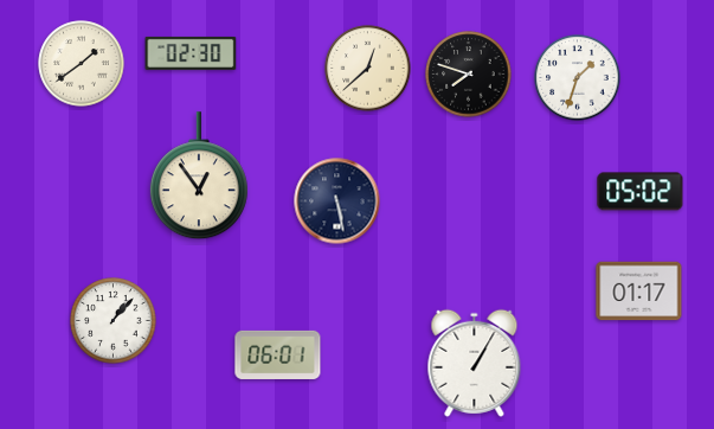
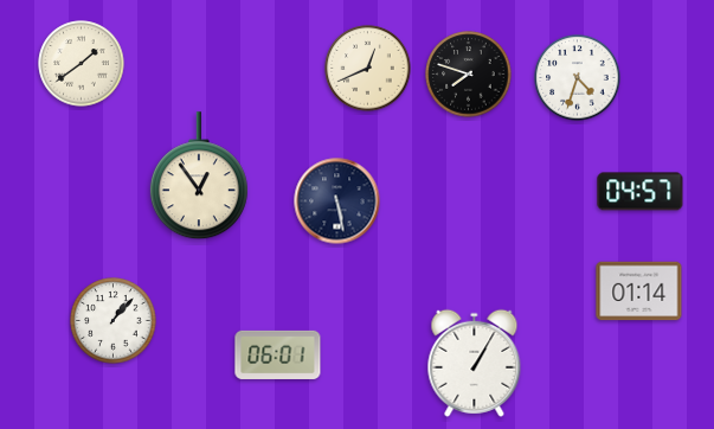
clock at (191, 53): 02:30 -> none
clock at (368, 69): 12:38 -> 12:41
clock at (578, 78): 1:33 -> 4:33
clock at (641, 192): 05:02 -> 04:57
clock at (639, 292): 01:17 -> 01:14
